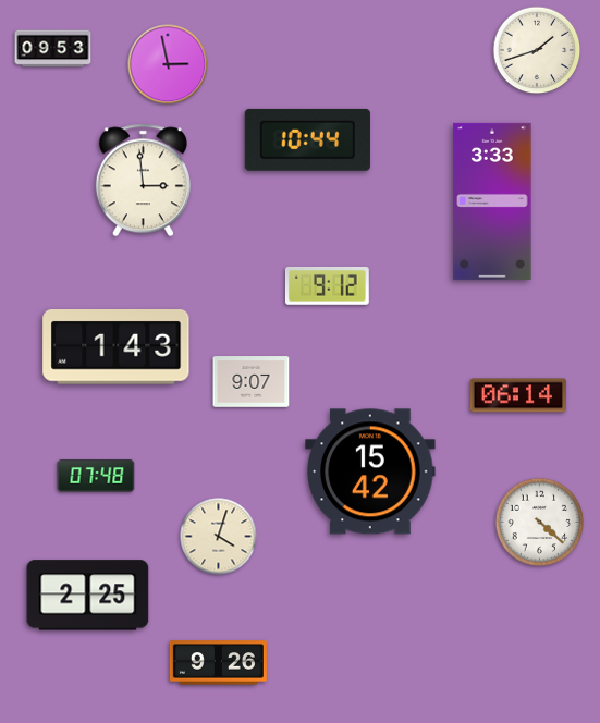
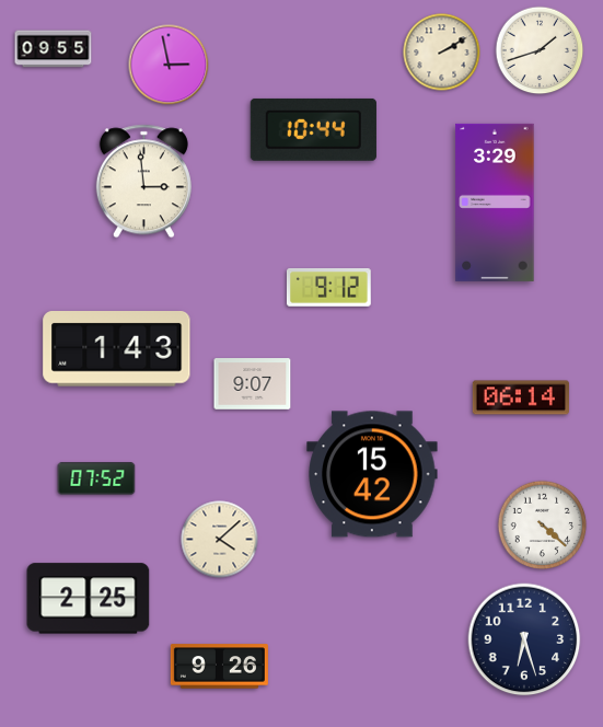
clock at (53, 49): 09:53 -> 09:55
clock at (442, 53): none -> 2:10
clock at (307, 139) position: (307, 139) -> (313, 129)
clock at (492, 201): 3:33 -> 3:29
clock at (96, 476): 07:48 -> 07:52
clock at (219, 537): 4:03 -> 4:08
clock at (524, 639): none -> 6:27
